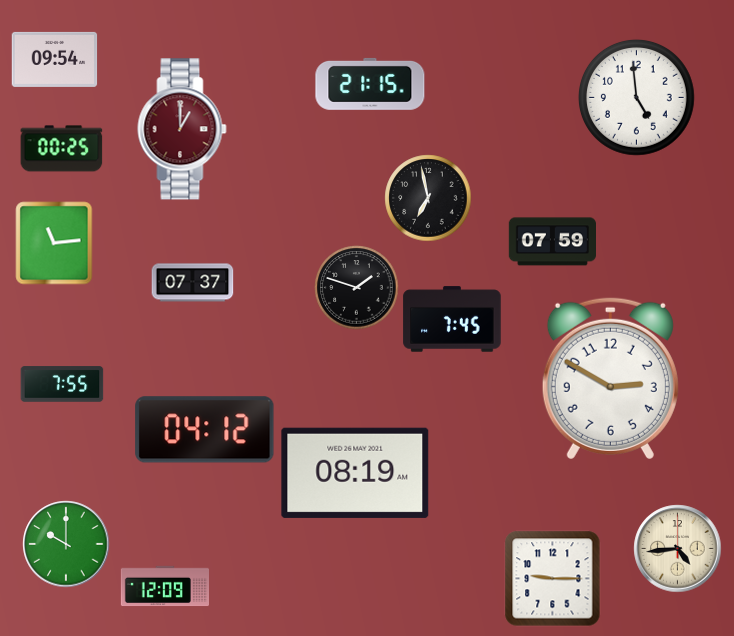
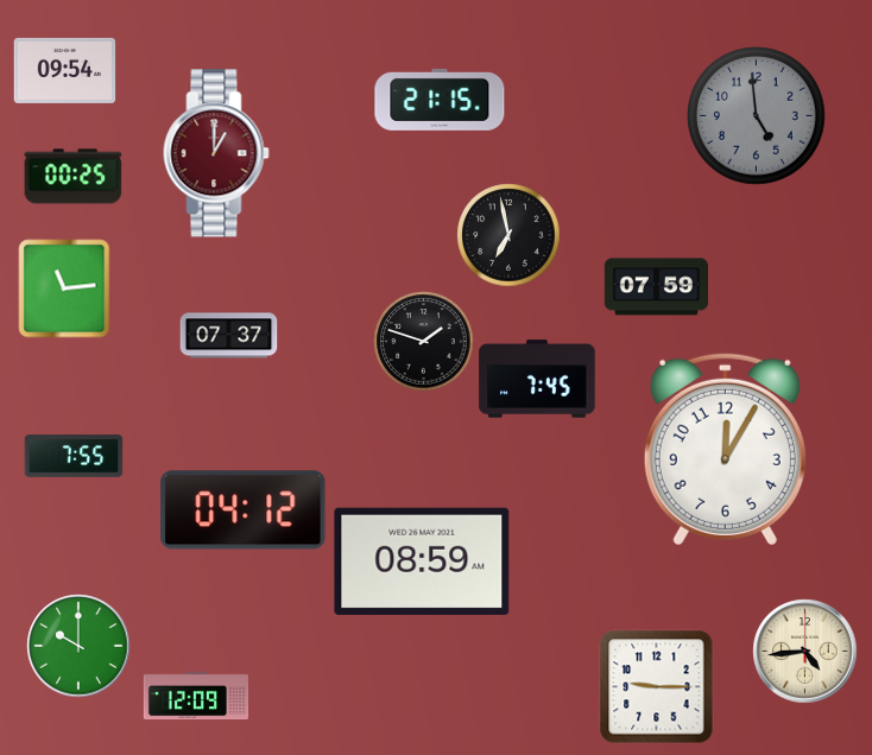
clock at (636, 97) dial: white -> grey
clock at (610, 378): 2:50 -> 12:05
clock at (355, 473): 08:19 -> 08:59
